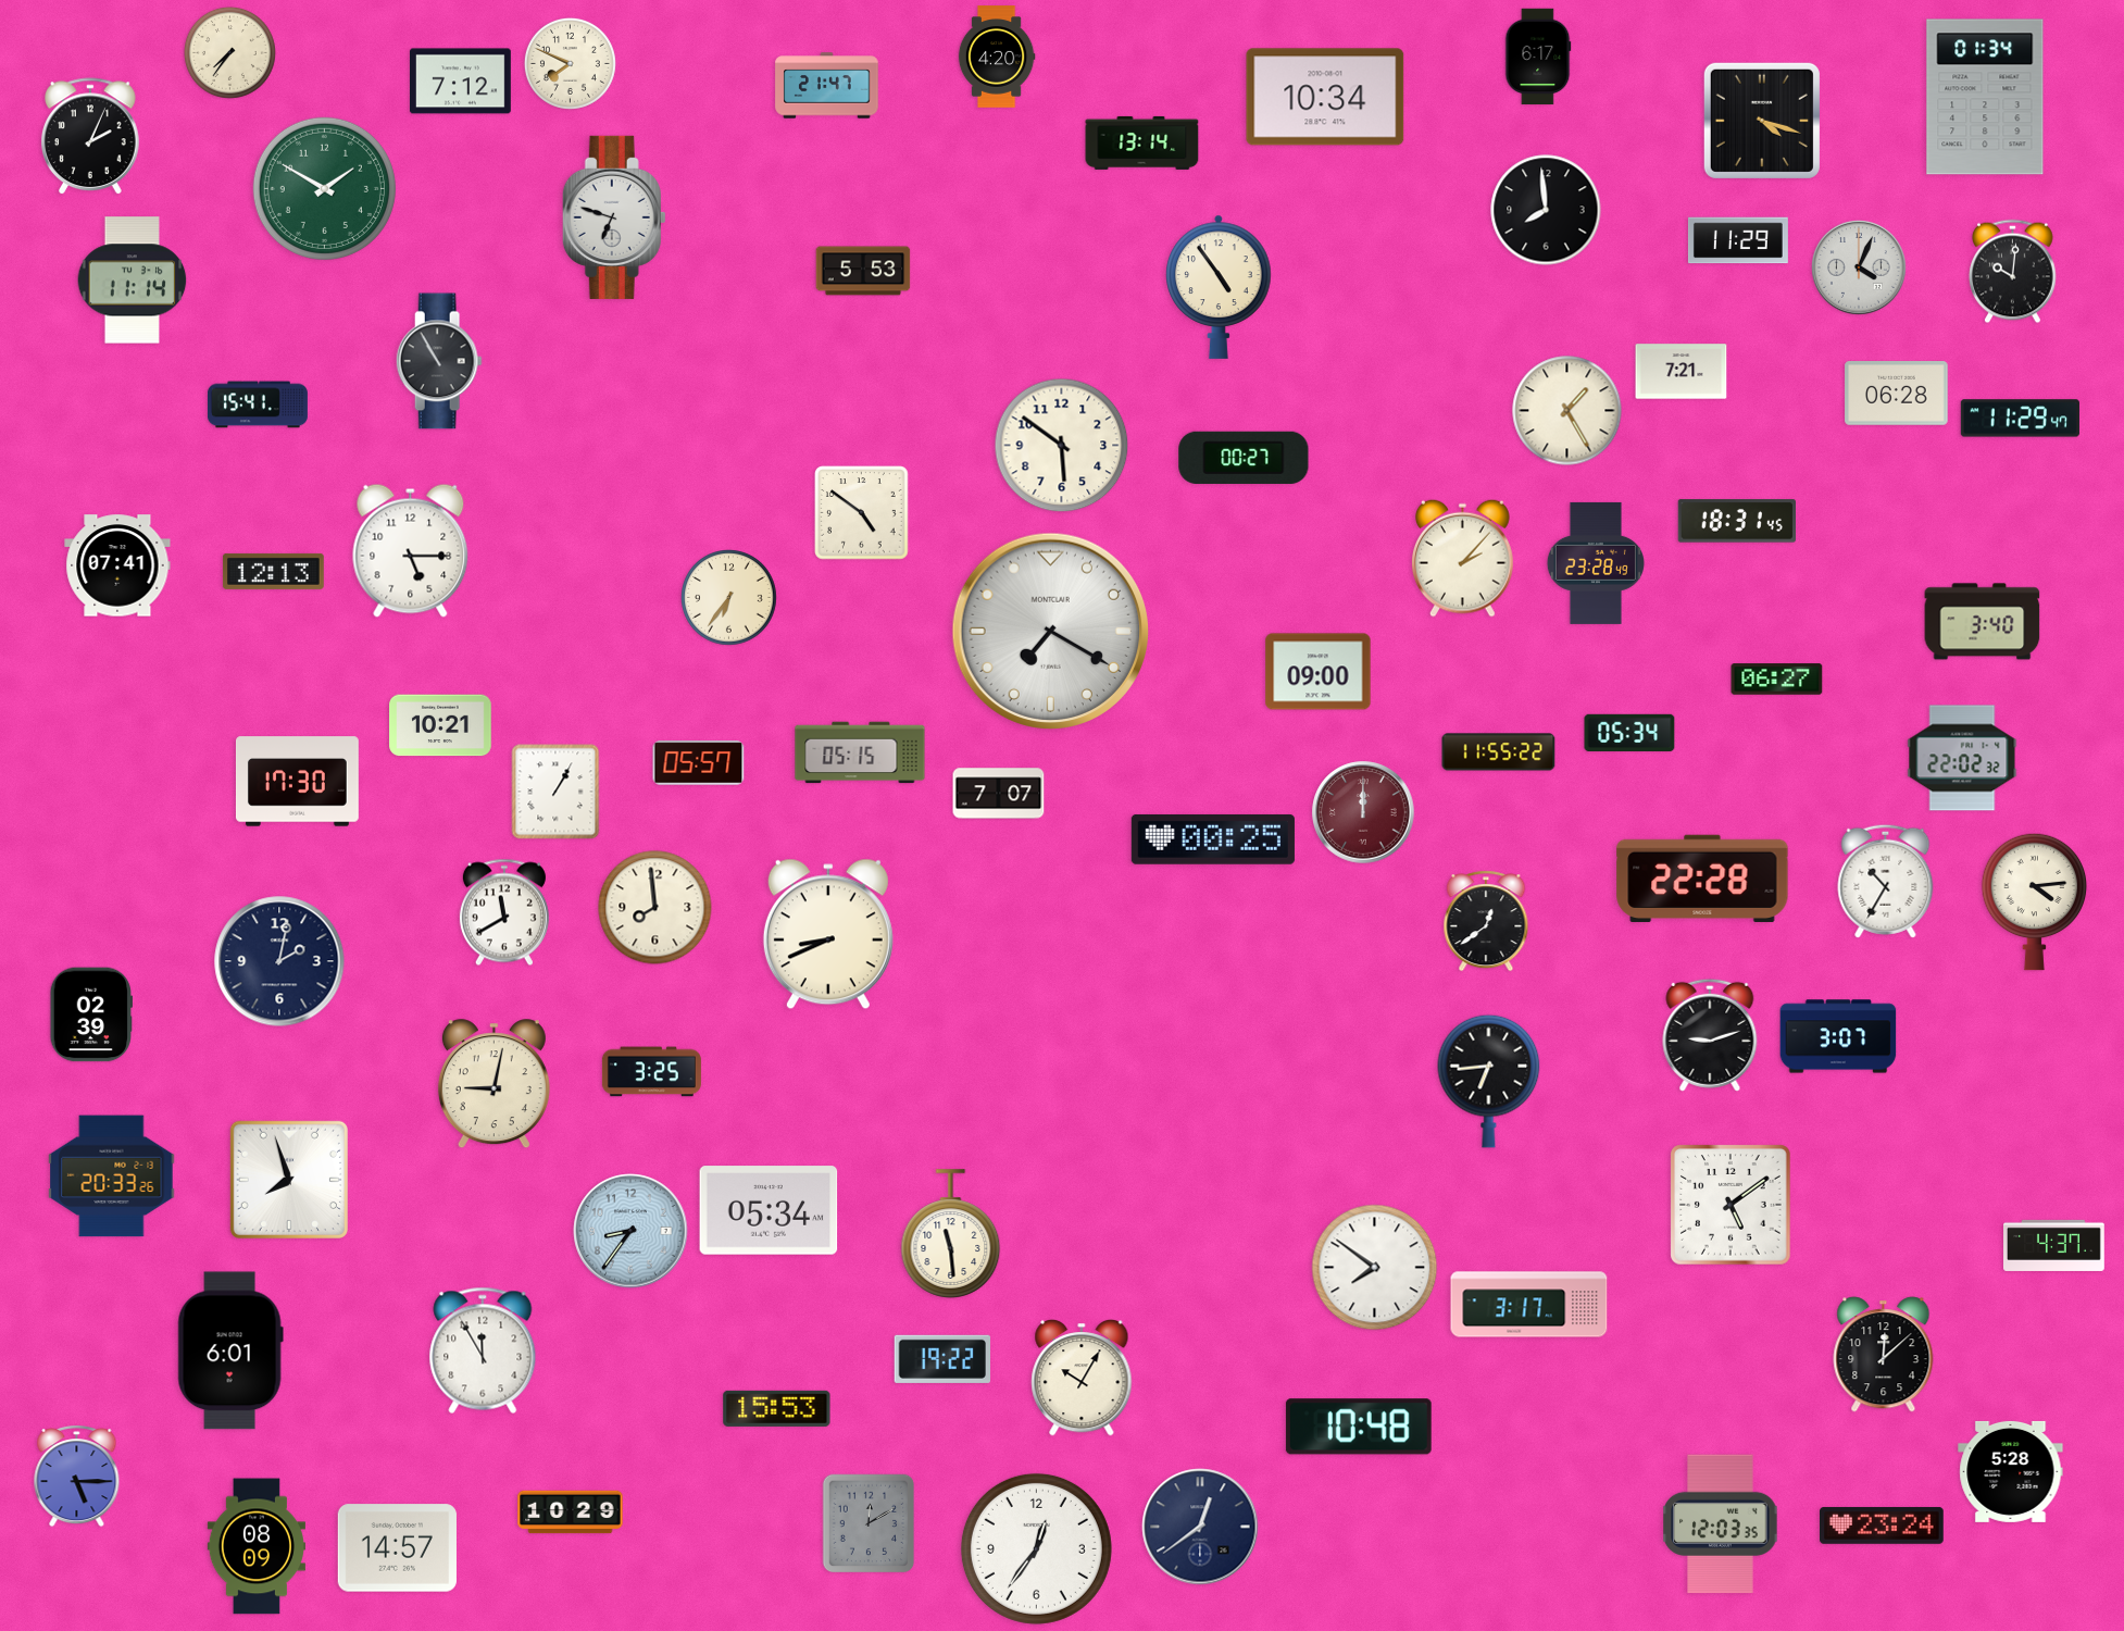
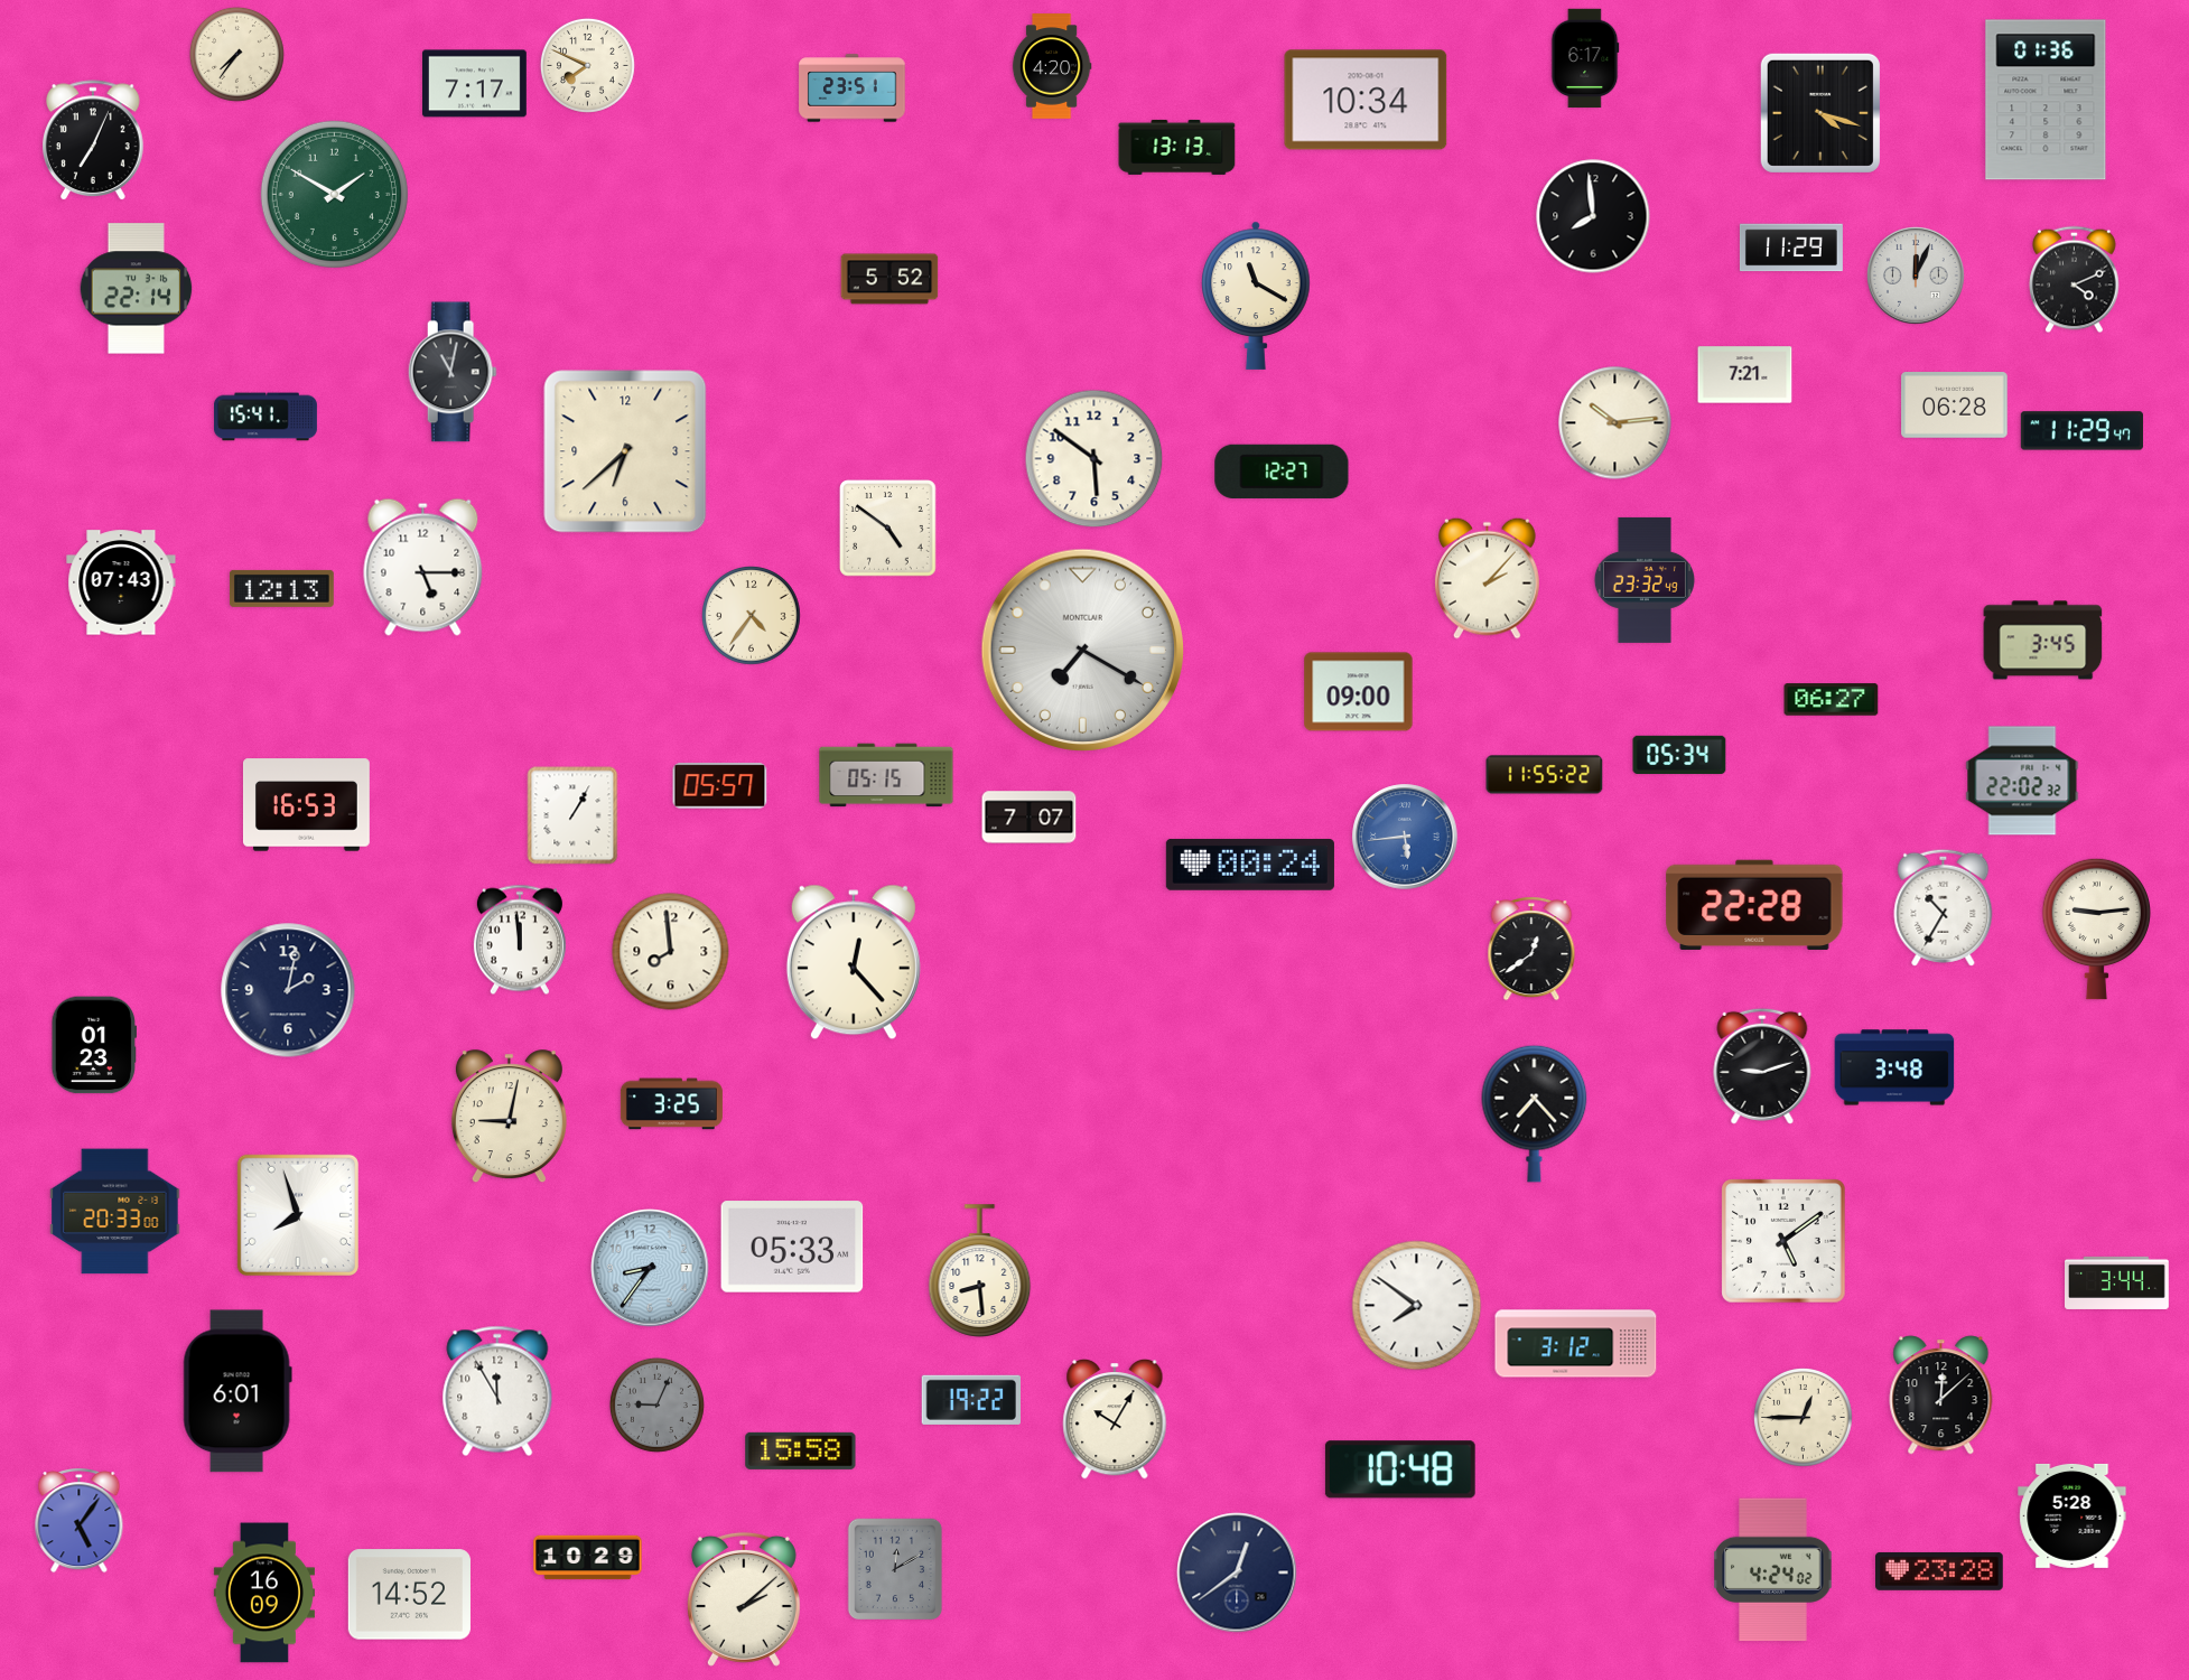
clock at (997, 57) position: (997, 57) -> (1052, 66)
clock at (461, 82): 7:12 -> 7:17
clock at (827, 86): 21:47 -> 23:51
clock at (1985, 97): 01:34 -> 01:36
clock at (1762, 121) position: (1762, 121) -> (1820, 113)
clock at (91, 137): 2:04 -> 7:04
clock at (1142, 142): 13:14 -> 13:13
clock at (614, 217): 6:48 -> none
clock at (1860, 269): 4:04 -> 12:04
clock at (863, 271): 5:53 -> 5:52
clock at (2013, 272): 10:01 -> 4:11
clock at (133, 281): 11:14 -> 22:14
clock at (1219, 287): 4:54 -> 11:20
clock at (439, 361): 10:55 -> 11:02
clock at (1682, 372) position: (1682, 372) -> (1745, 375)
clock at (1567, 411): 1:25 -> 10:14
clock at (625, 451): none -> 6:38
clock at (1244, 458): 00:27 -> 12:27
clock at (1736, 521): 18:31 -> none
clock at (1463, 558) position: (1463, 558) -> (1488, 578)
clock at (1596, 563): 23:28 -> 23:32
clock at (117, 565): 07:41 -> 07:43
clock at (729, 598): 6:36 -> 4:36
clock at (1983, 622): 3:40 -> 3:45
clock at (440, 725): 10:21 -> none
clock at (297, 782): 17:30 -> 16:53
clock at (1363, 812): 12:00 -> 5:44
clock at (1363, 812) dial: burgundy -> blue
clock at (1213, 839): 00:25 -> 00:24
clock at (2035, 901): 4:14 -> 9:14
clock at (655, 908) position: (655, 908) -> (671, 952)
clock at (504, 912): 11:40 -> 11:59
clock at (828, 934): 8:41 -> 12:23
clock at (90, 1014): 02:39 -> 01:23
clock at (1838, 1036): 3:07 -> 3:48
clock at (1489, 1081): 6:44 -> 7:23
clock at (112, 1176): 20:33:26 -> 20:33:00
clock at (769, 1210): 05:34 -> 05:33
clock at (951, 1234): 11:29 -> 8:29
clock at (2054, 1245): 4:37 -> 3:44
clock at (1529, 1305): 3:17 -> 3:12
clock at (656, 1404): none -> 9:04
clock at (1804, 1418): none -> 12:45
clock at (777, 1408): 15:53 -> 15:58
clock at (77, 1477): 5:15 -> 5:06
clock at (1721, 1524): 12:03 -> 4:24
clock at (1883, 1526): 23:24 -> 23:28
clock at (257, 1546): 08:09 -> 16:09
clock at (397, 1548): 14:57 -> 14:52
clock at (1036, 1548): 12:36 -> none
clock at (744, 1599): none -> 2:08
